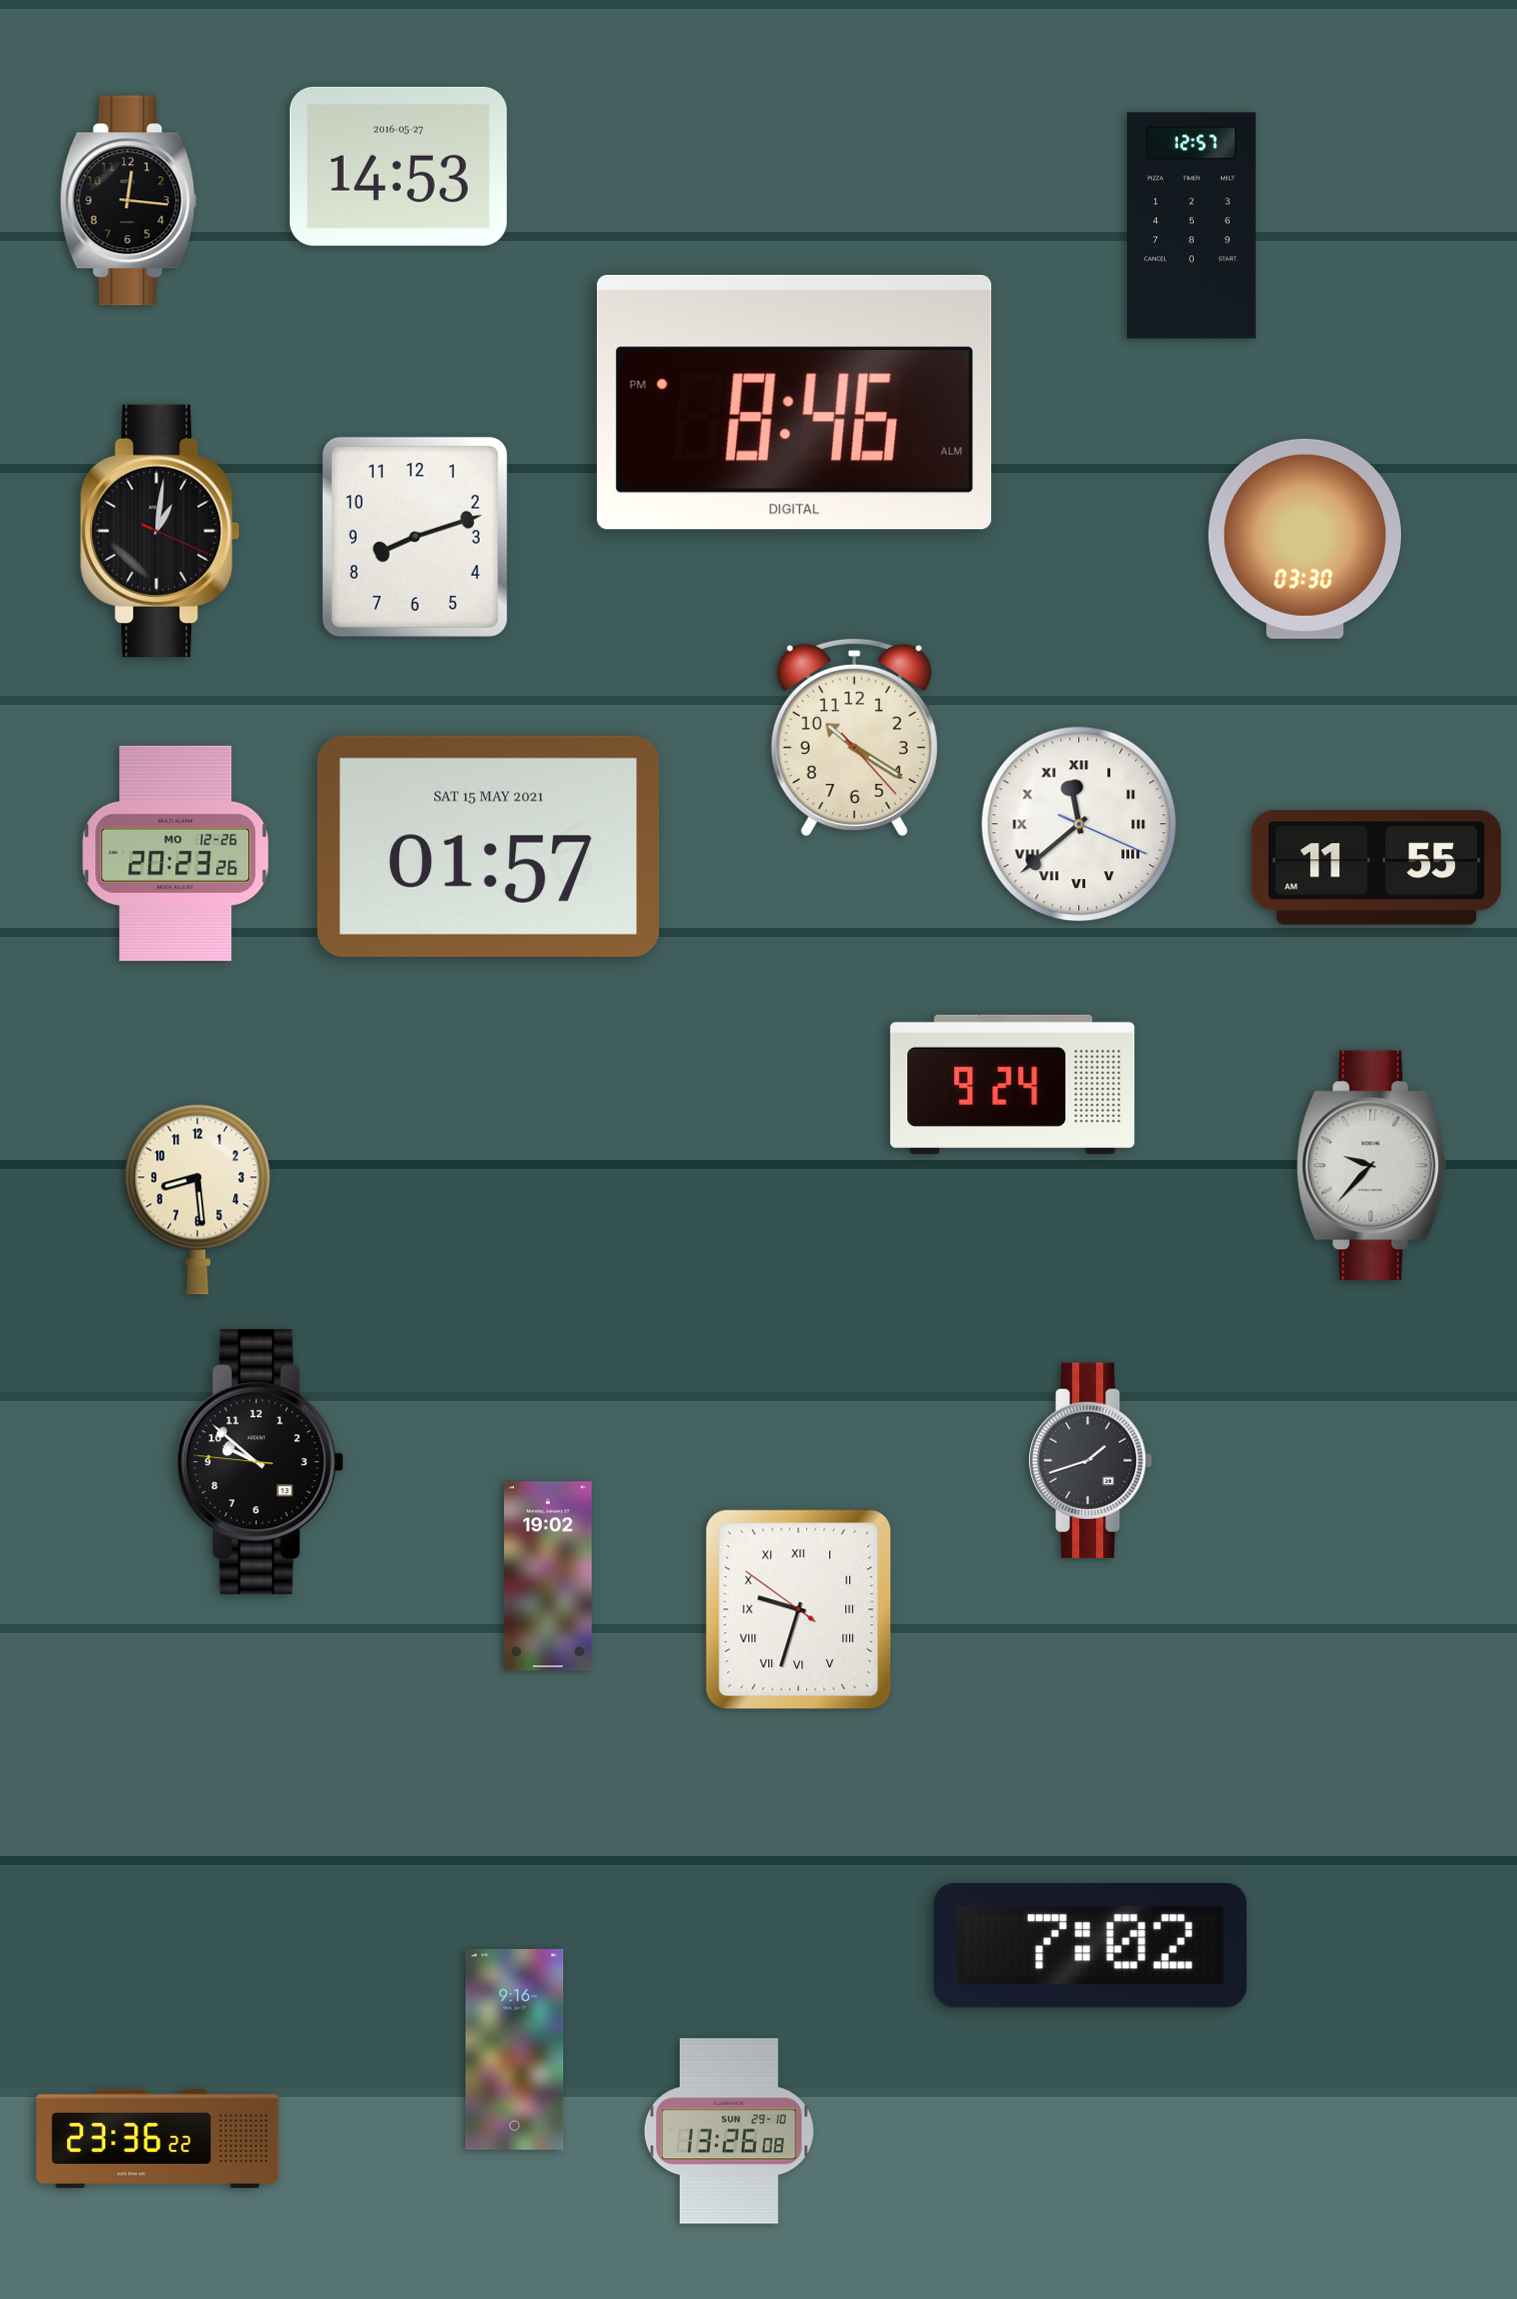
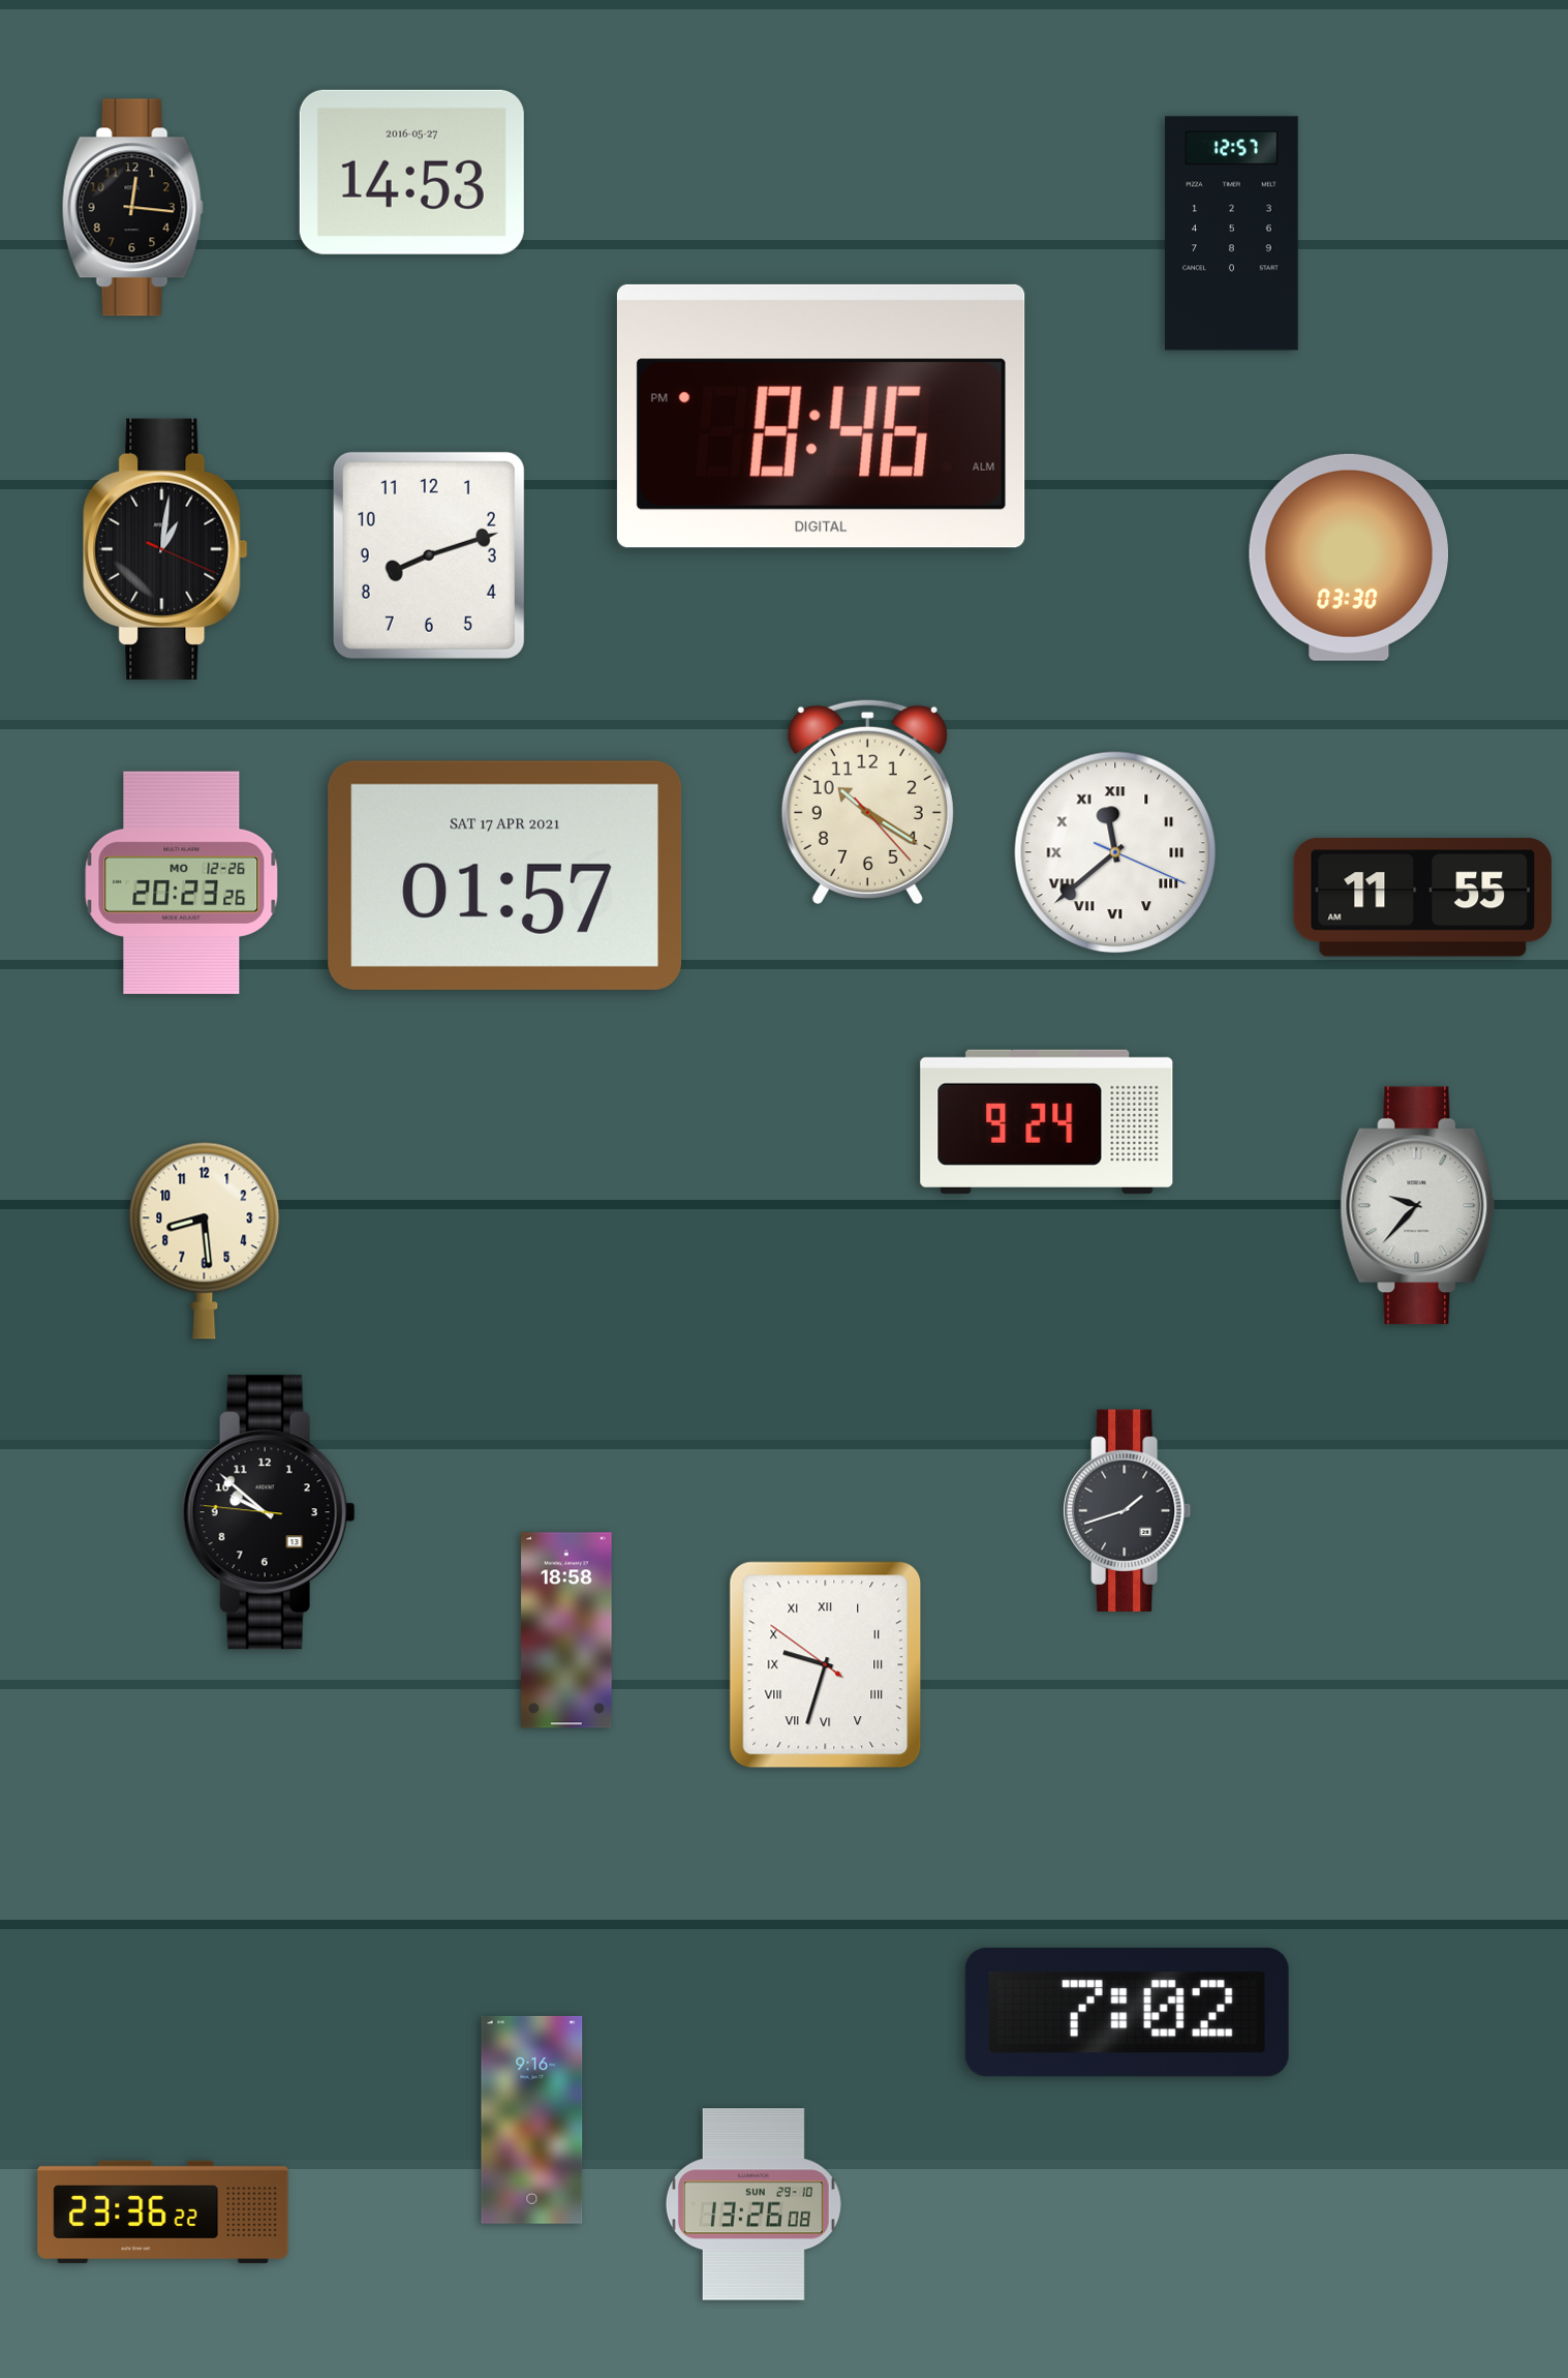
clock at (854, 737) position: (854, 737) -> (867, 802)
clock at (489, 846) date: SAT 15 MAY 2021 -> SAT 17 APR 2021
clock at (548, 1576): 19:02 -> 18:58
